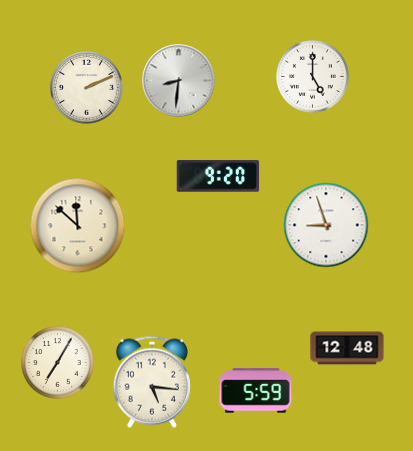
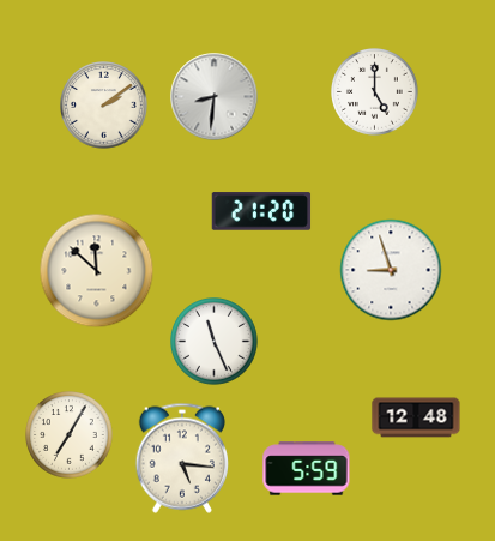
clock at (87, 88): 2:11 -> 2:09
clock at (218, 176): 9:20 -> 21:20
clock at (78, 226) position: (78, 226) -> (97, 271)
clock at (215, 342): none -> 11:26
